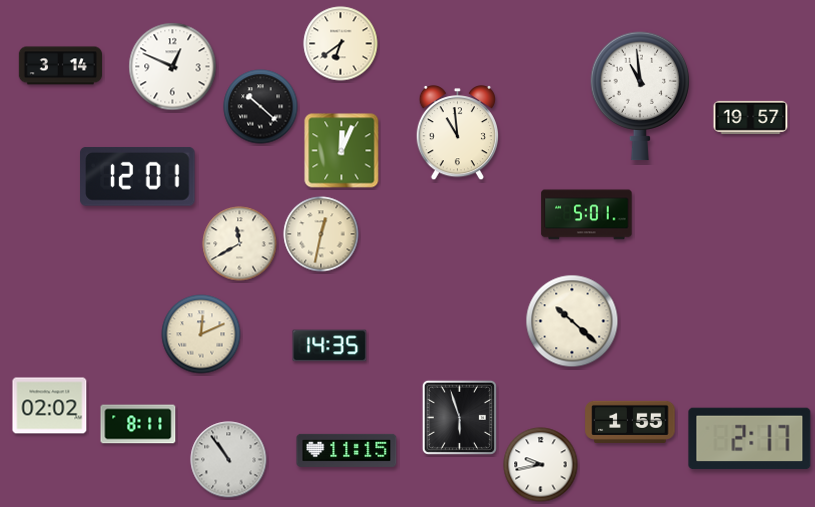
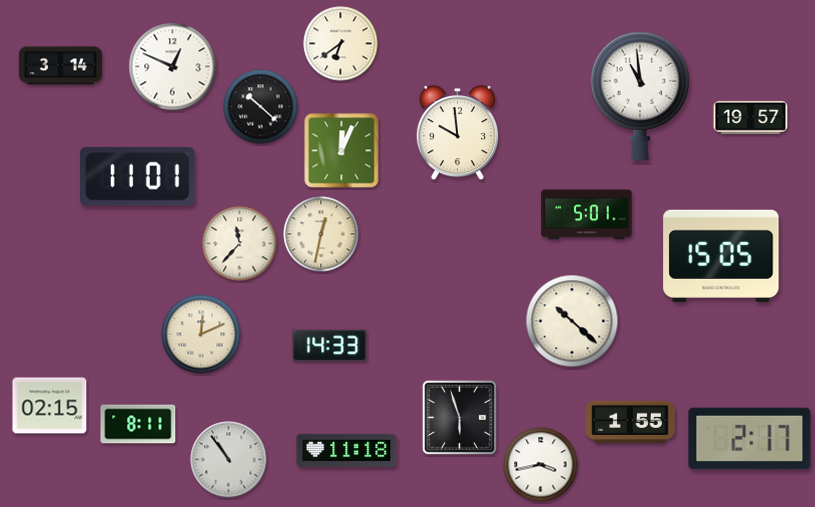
clock at (457, 134): 10:59 -> 9:59
clock at (138, 176): 12:01 -> 11:01
clock at (240, 244): 11:40 -> 11:37
clock at (721, 256): none -> 15:05
clock at (330, 346): 14:35 -> 14:33
clock at (50, 406): 02:02 -> 02:15
clock at (347, 450): 11:15 -> 11:18
clock at (541, 465): 9:43 -> 3:43
